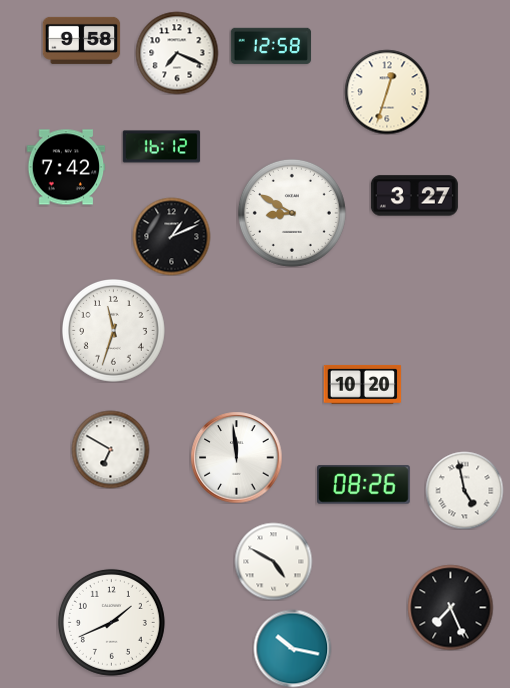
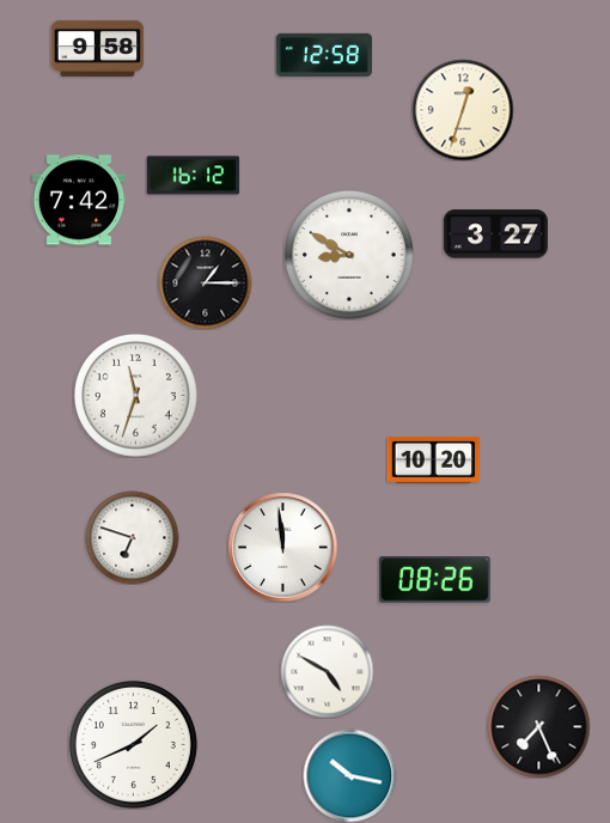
clock at (177, 53): 7:19 -> none
clock at (171, 236): 1:11 -> 1:15
clock at (110, 449): 6:50 -> 6:48
clock at (464, 490): 4:58 -> none
